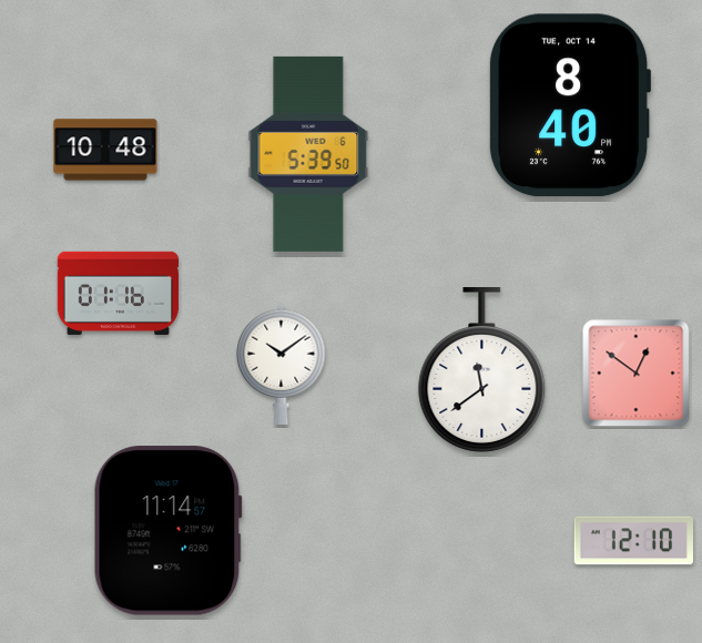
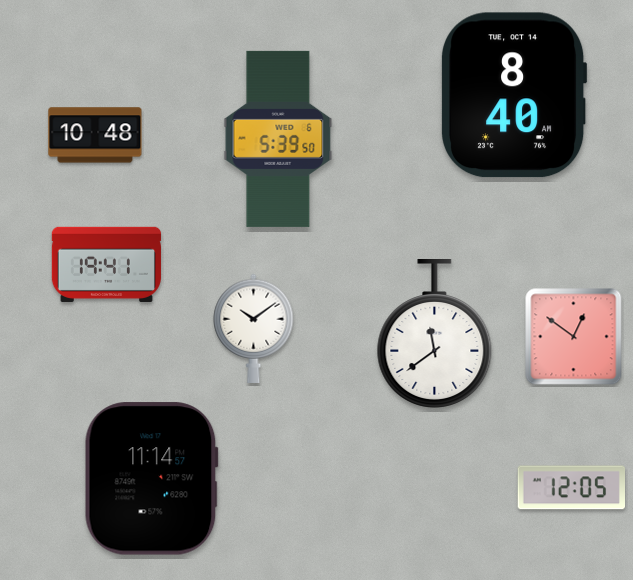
clock at (571, 105): 8:40 PM -> 8:40 AM
clock at (118, 293): 01:16 -> 19:41
clock at (633, 541): 12:10 -> 12:05
